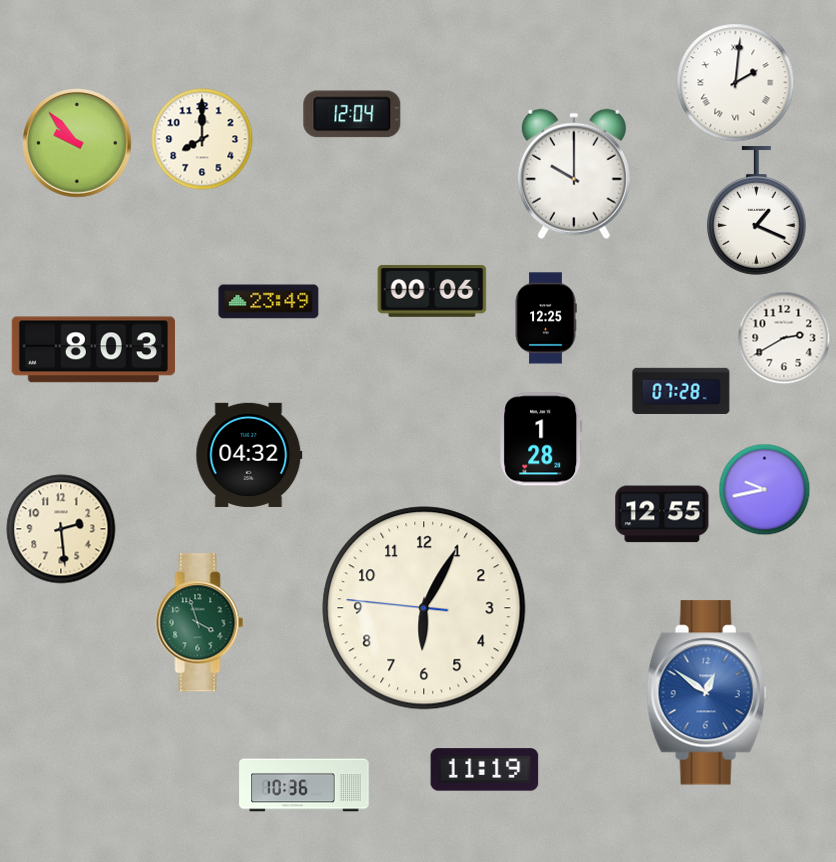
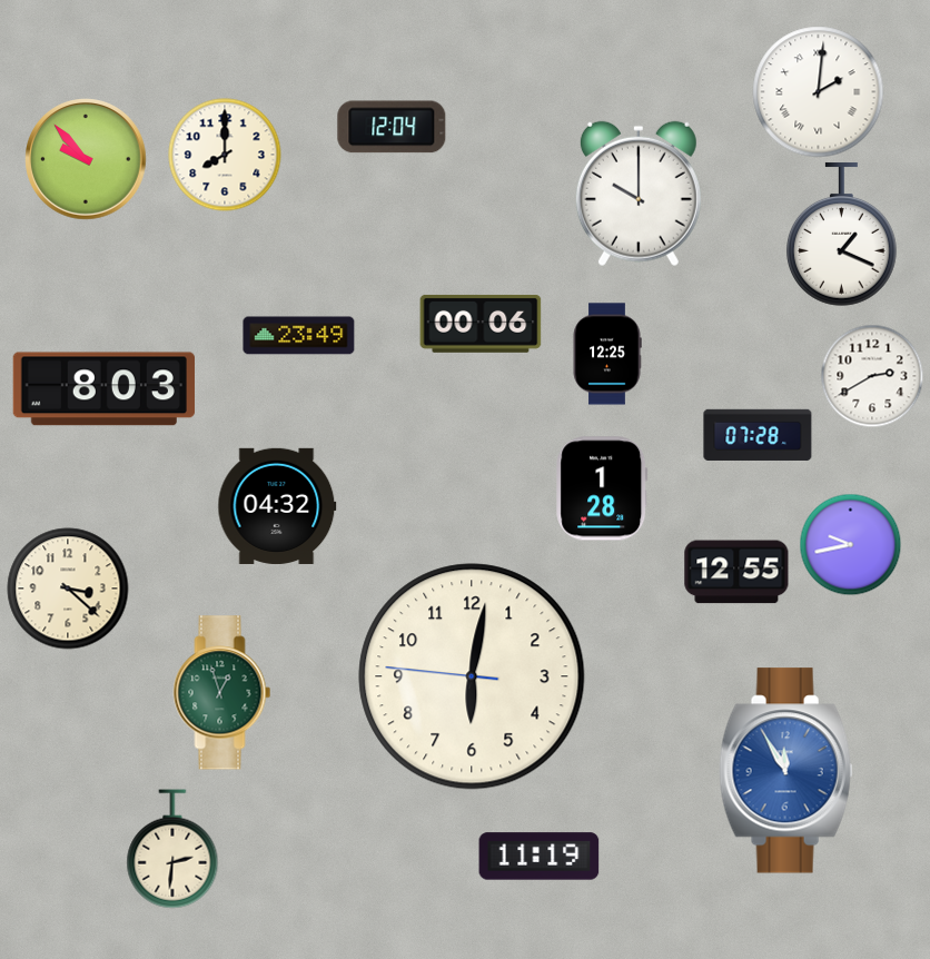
clock at (61, 529): 2:29 -> 3:22
clock at (424, 608): 6:04 -> 6:01
clock at (200, 623): 3:57 -> 12:57
clock at (707, 693): 12:51 -> 11:55
clock at (172, 849): none -> 2:31
clock at (304, 785): 10:36 -> none
